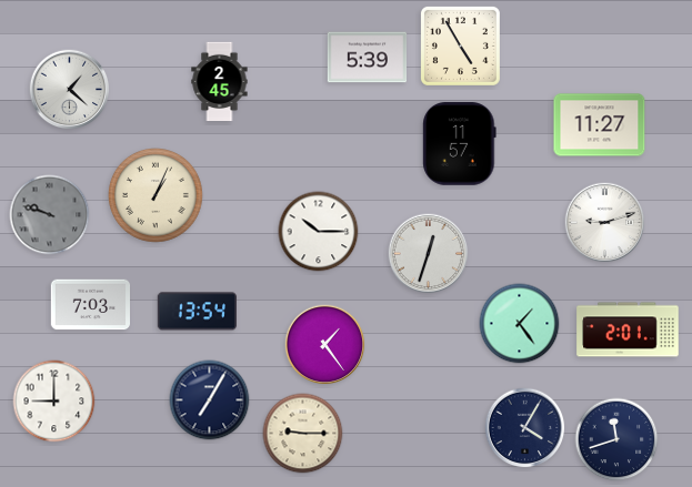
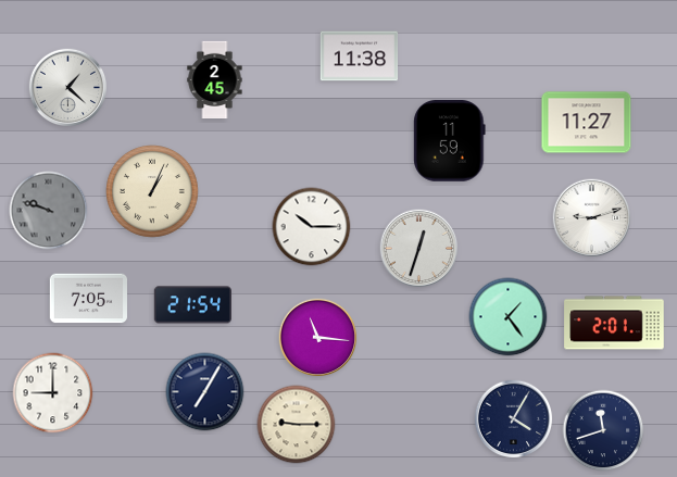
clock at (460, 45): 4:55 -> none
clock at (368, 58): 5:39 -> 11:38
clock at (460, 144): 11:57 -> 11:59
clock at (91, 305): 7:03 -> 7:05
clock at (197, 312): 13:54 -> 21:54
clock at (325, 345): 1:24 -> 11:16
